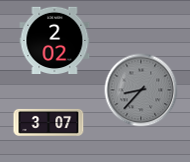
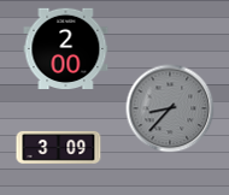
clock at (55, 41): 2:02 -> 2:00
clock at (49, 122): 3:07 -> 3:09
